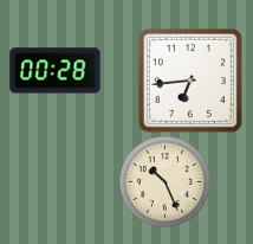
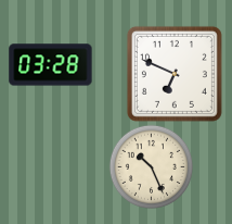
clock at (56, 71): 00:28 -> 03:28
clock at (190, 81): 6:44 -> 6:49
